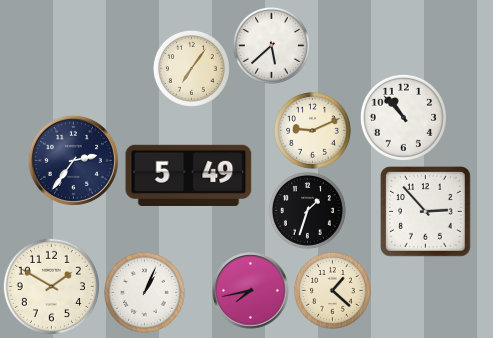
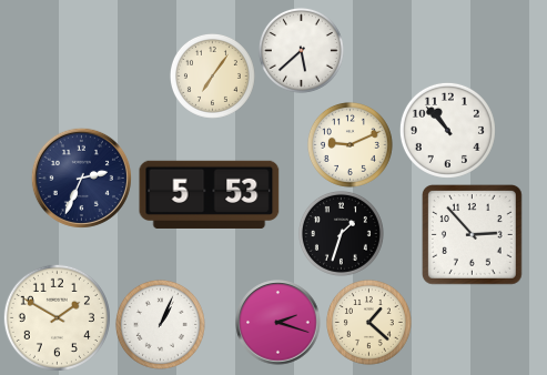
clock at (312, 130) position: (312, 130) -> (350, 144)
clock at (73, 160): 2:36 -> 2:34
clock at (189, 175): 5:49 -> 5:53
clock at (251, 291): 7:43 -> 2:18
